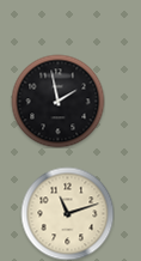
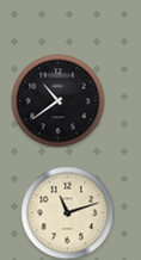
clock at (57, 101): 1:58 -> 10:39
